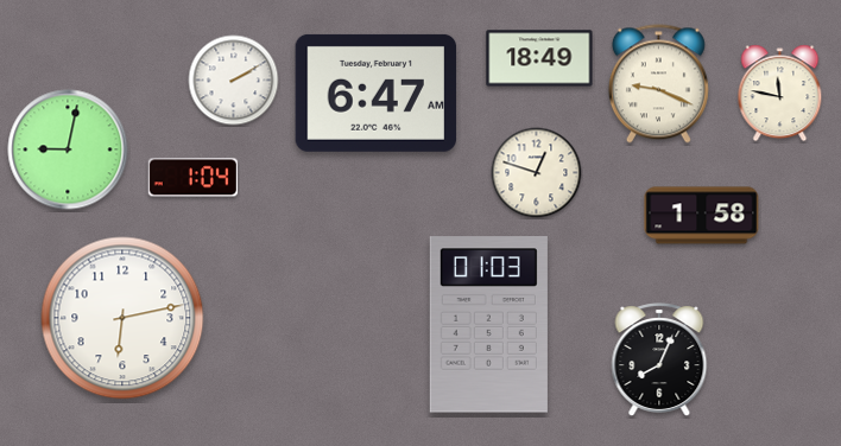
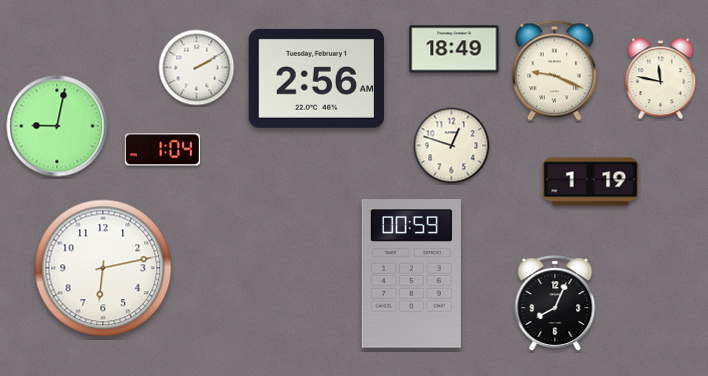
clock at (377, 93): 6:47 -> 2:56
clock at (780, 94) position: (780, 94) -> (661, 79)
clock at (702, 216): 1:58 -> 1:19
clock at (488, 325): 01:03 -> 00:59
